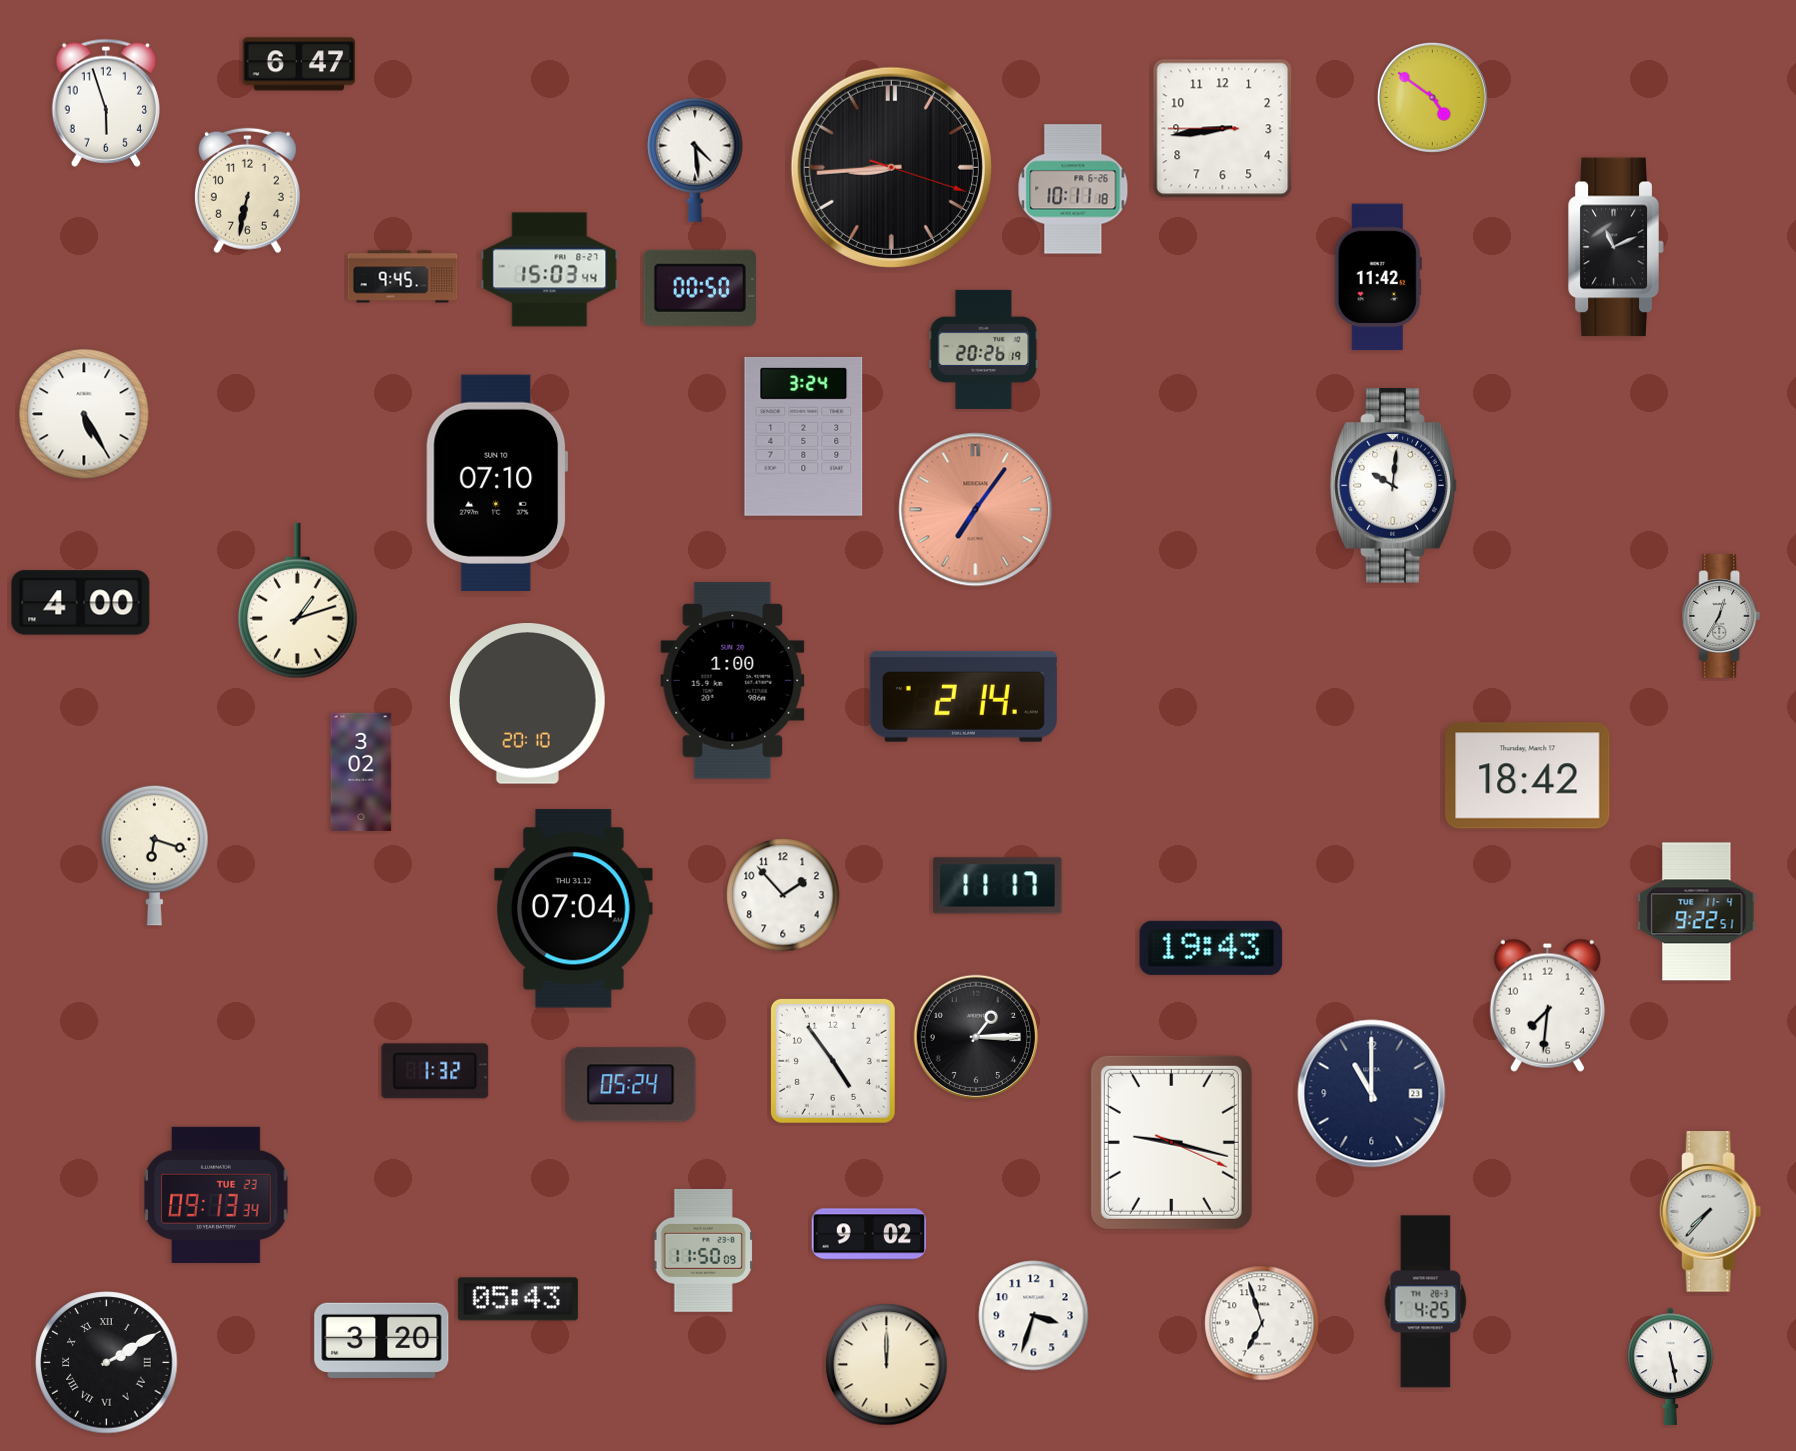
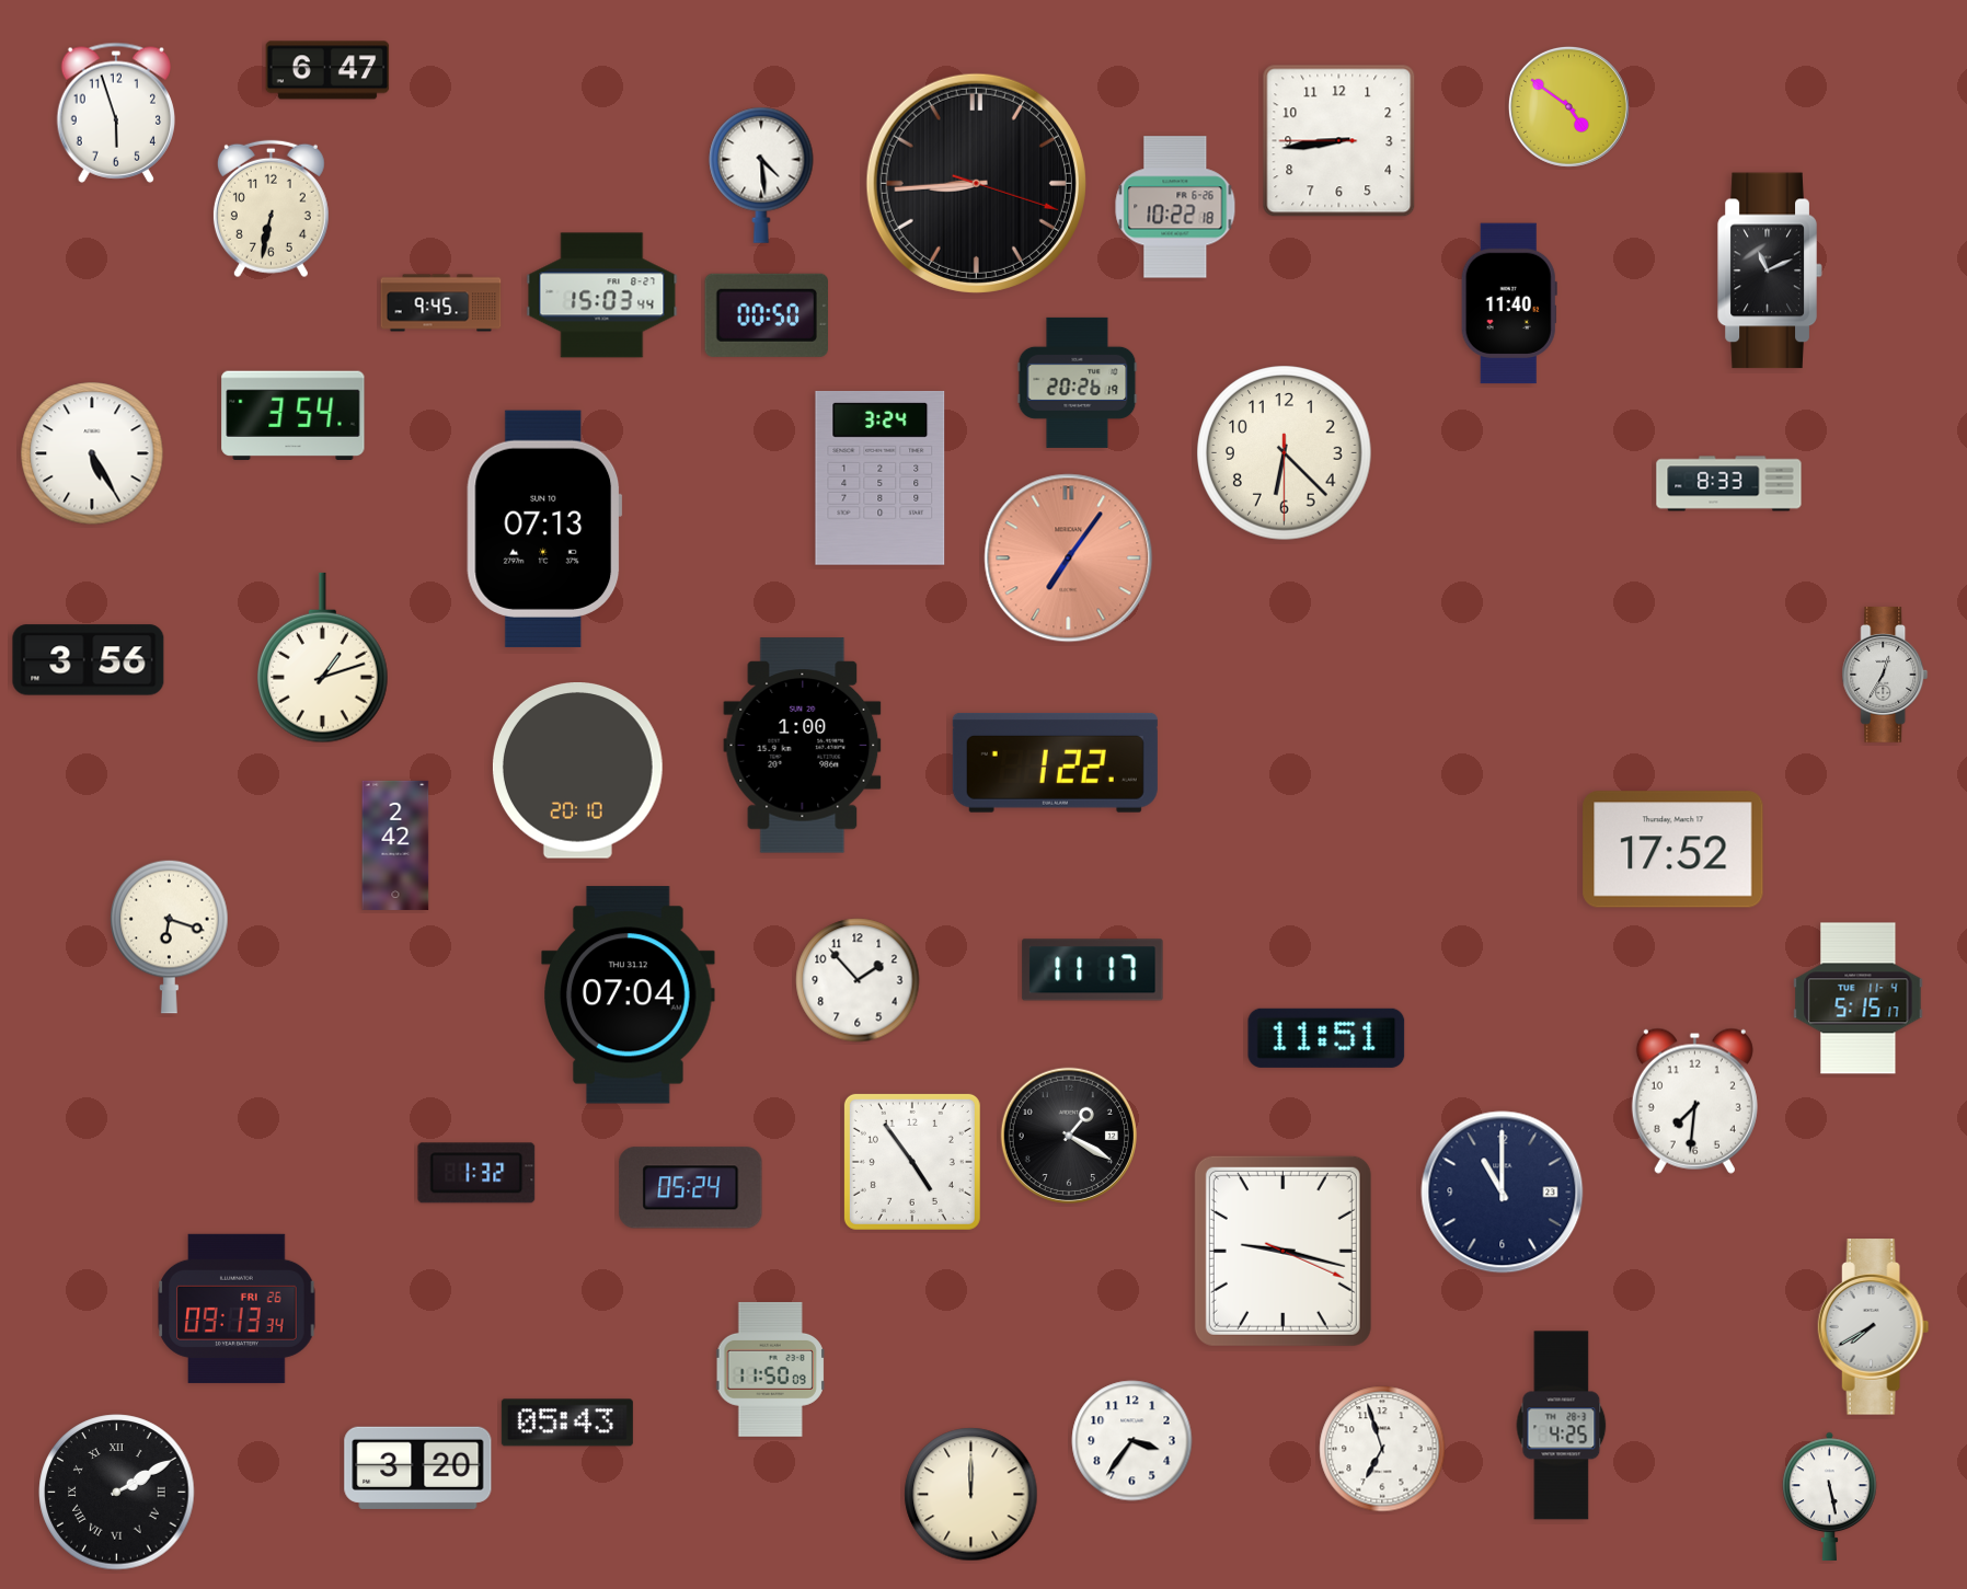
clock at (1073, 189): 10:11 -> 10:22
clock at (1378, 277): 11:42 -> 11:40
clock at (294, 415): none -> 3:54
clock at (1285, 453): none -> 6:22
clock at (1729, 484): none -> 8:33
clock at (497, 483): 07:10 -> 07:13
clock at (1394, 486): 10:01 -> none
clock at (298, 601) position: (298, 601) -> (323, 658)
clock at (81, 603): 4:00 -> 3:56
clock at (963, 696): 2:14 -> 1:22
clock at (361, 772): 3:02 -> 2:42
clock at (1528, 776): 18:42 -> 17:52
clock at (1697, 912): 9:22 -> 5:15
clock at (1211, 948): 19:43 -> 11:51
clock at (975, 1036): 1:15 -> 1:20
clock at (1372, 1094) position: (1372, 1094) -> (1503, 1193)
clock at (216, 1195) date: TUE 23 -> FRI 26
clock at (1711, 1212): 7:37 -> 7:40
clock at (869, 1234): 9:02 -> none
clock at (1034, 1316): 3:33 -> 3:36
